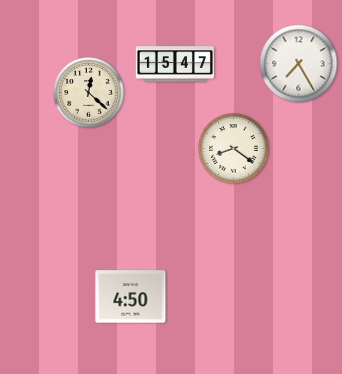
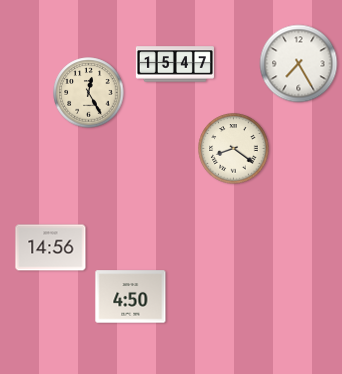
clock at (89, 93): 12:22 -> 12:25
clock at (51, 248): none -> 14:56
